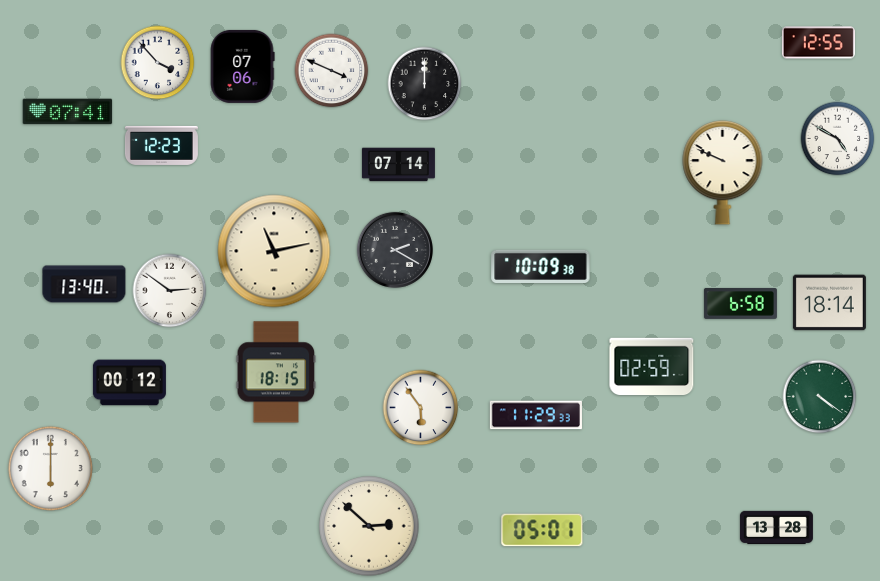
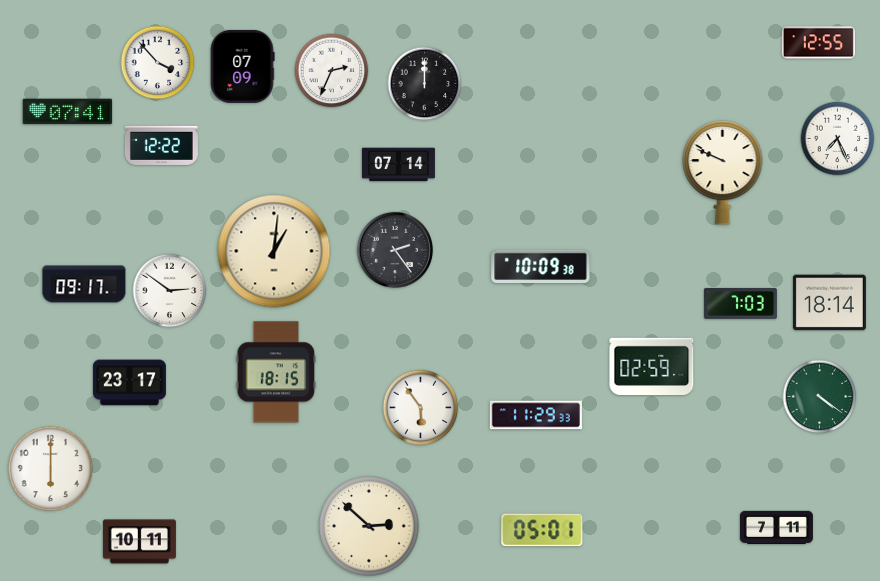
clock at (242, 66): 07:06 -> 07:09
clock at (332, 71): 3:49 -> 2:34
clock at (838, 139): 4:50 -> 7:26
clock at (161, 145): 12:23 -> 12:22
clock at (395, 250): 2:20 -> 2:24
clock at (274, 251): 11:13 -> 1:01
clock at (84, 284): 13:40 -> 09:17
clock at (740, 303): 6:58 -> 7:03
clock at (129, 383): 00:12 -> 23:17
clock at (776, 528): 13:28 -> 7:11
clock at (139, 542): none -> 10:11
